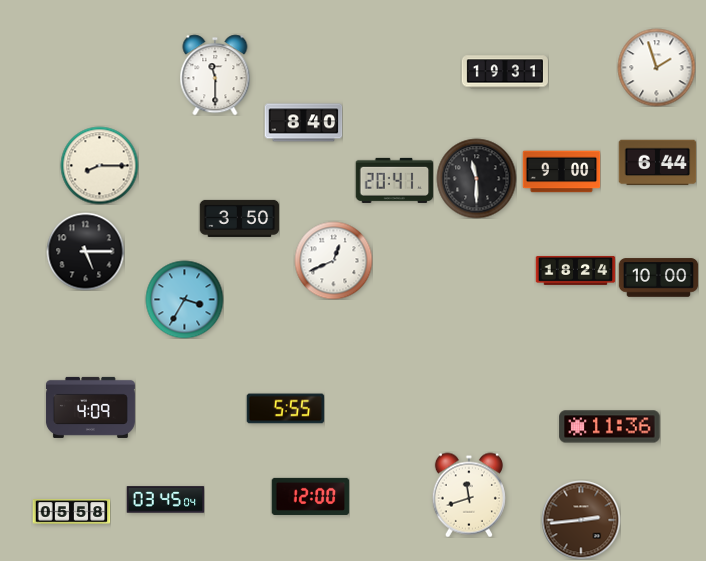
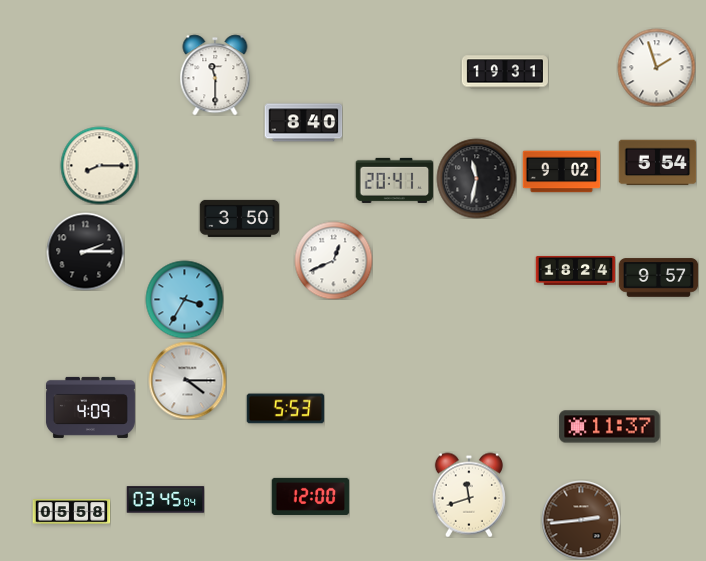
clock at (657, 163): 6:44 -> 5:54
clock at (561, 172): 9:00 -> 9:02
clock at (476, 178): 11:30 -> 11:32
clock at (85, 251): 5:15 -> 2:15
clock at (658, 278): 10:00 -> 9:57
clock at (187, 380): none -> 4:15
clock at (285, 409): 5:55 -> 5:53
clock at (610, 427): 11:36 -> 11:37
